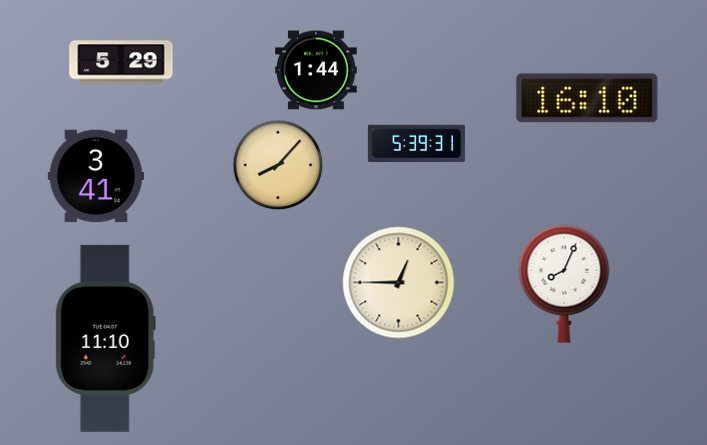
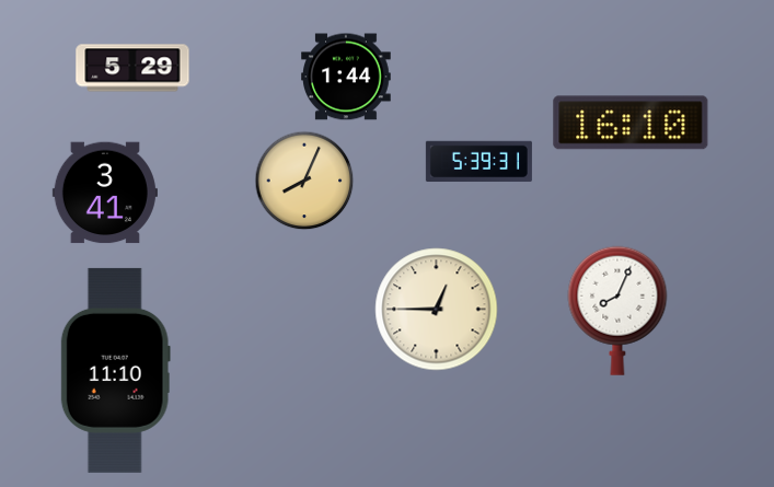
clock at (587, 98) position: (587, 98) -> (631, 123)
clock at (416, 144) position: (416, 144) -> (478, 162)
clock at (278, 165): 8:07 -> 8:04
